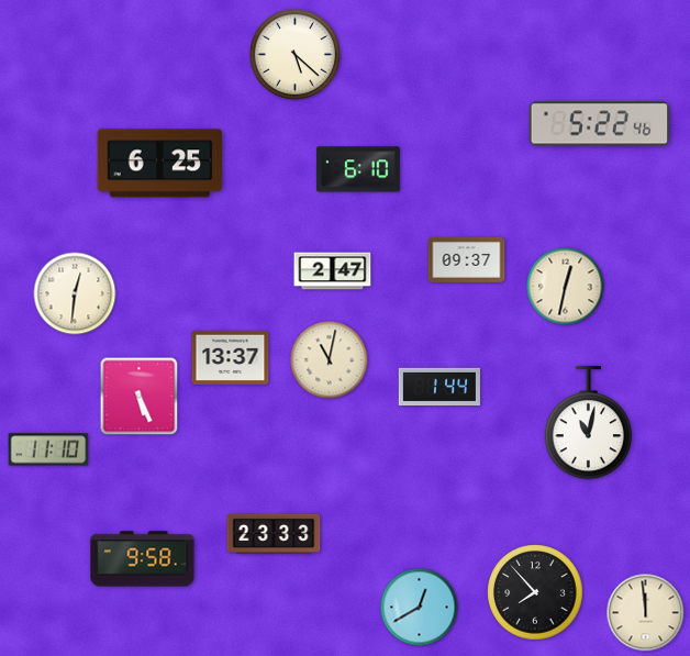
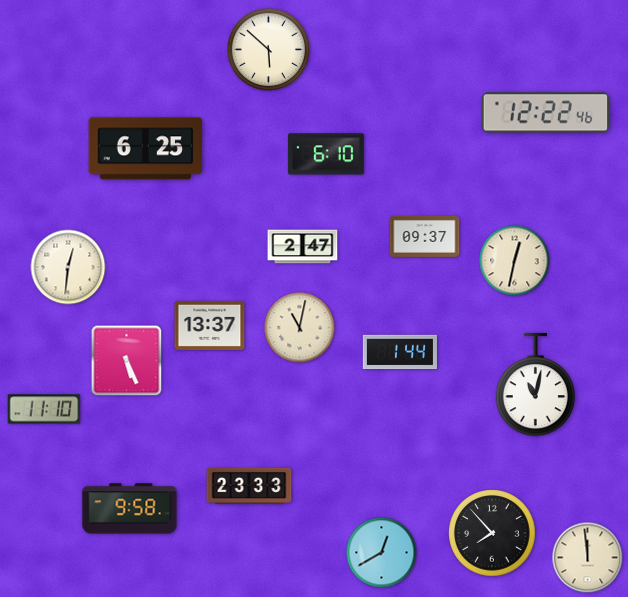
clock at (294, 54): 5:22 -> 5:52
clock at (600, 124): 5:22 -> 12:22
clock at (535, 592) position: (535, 592) -> (492, 533)
